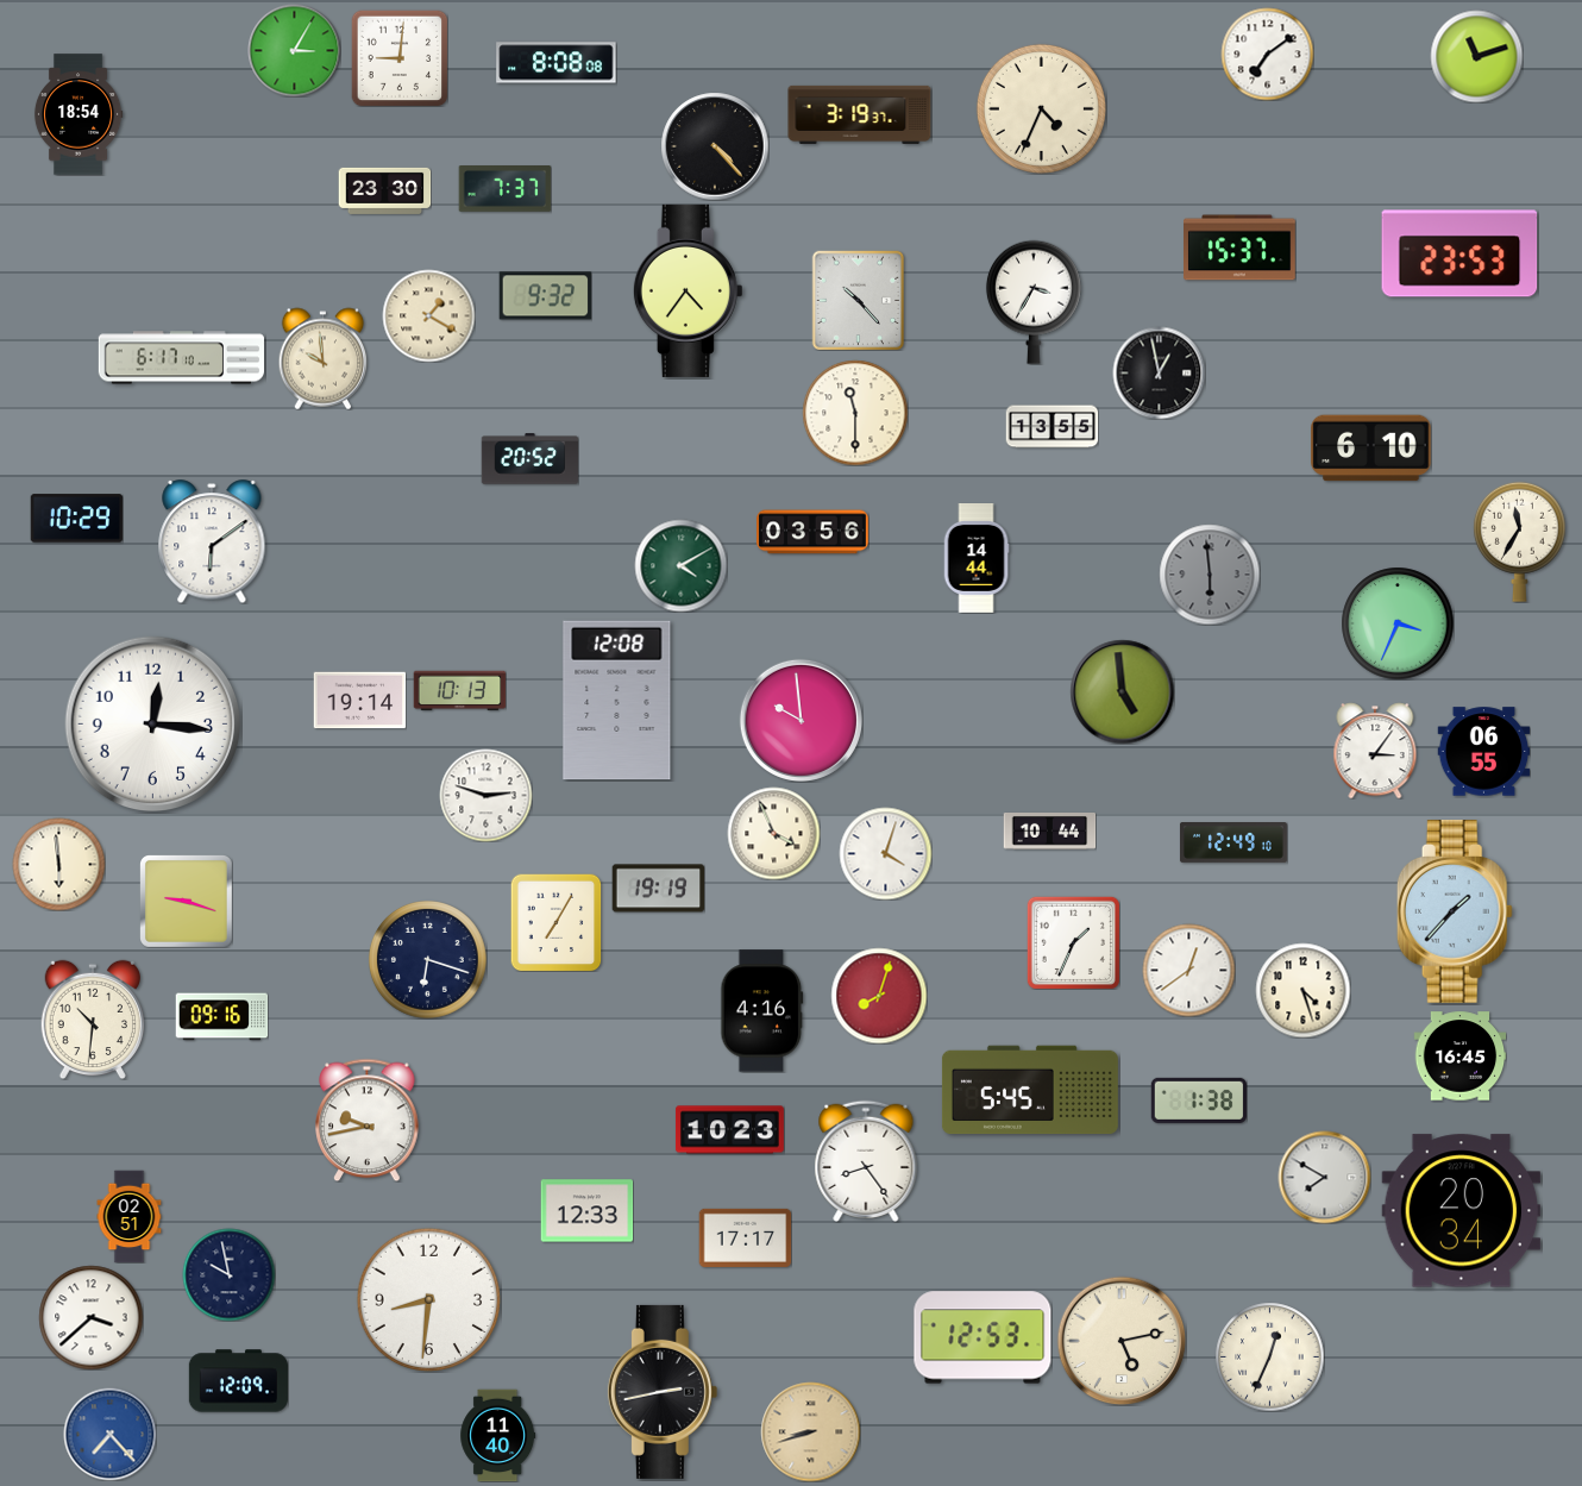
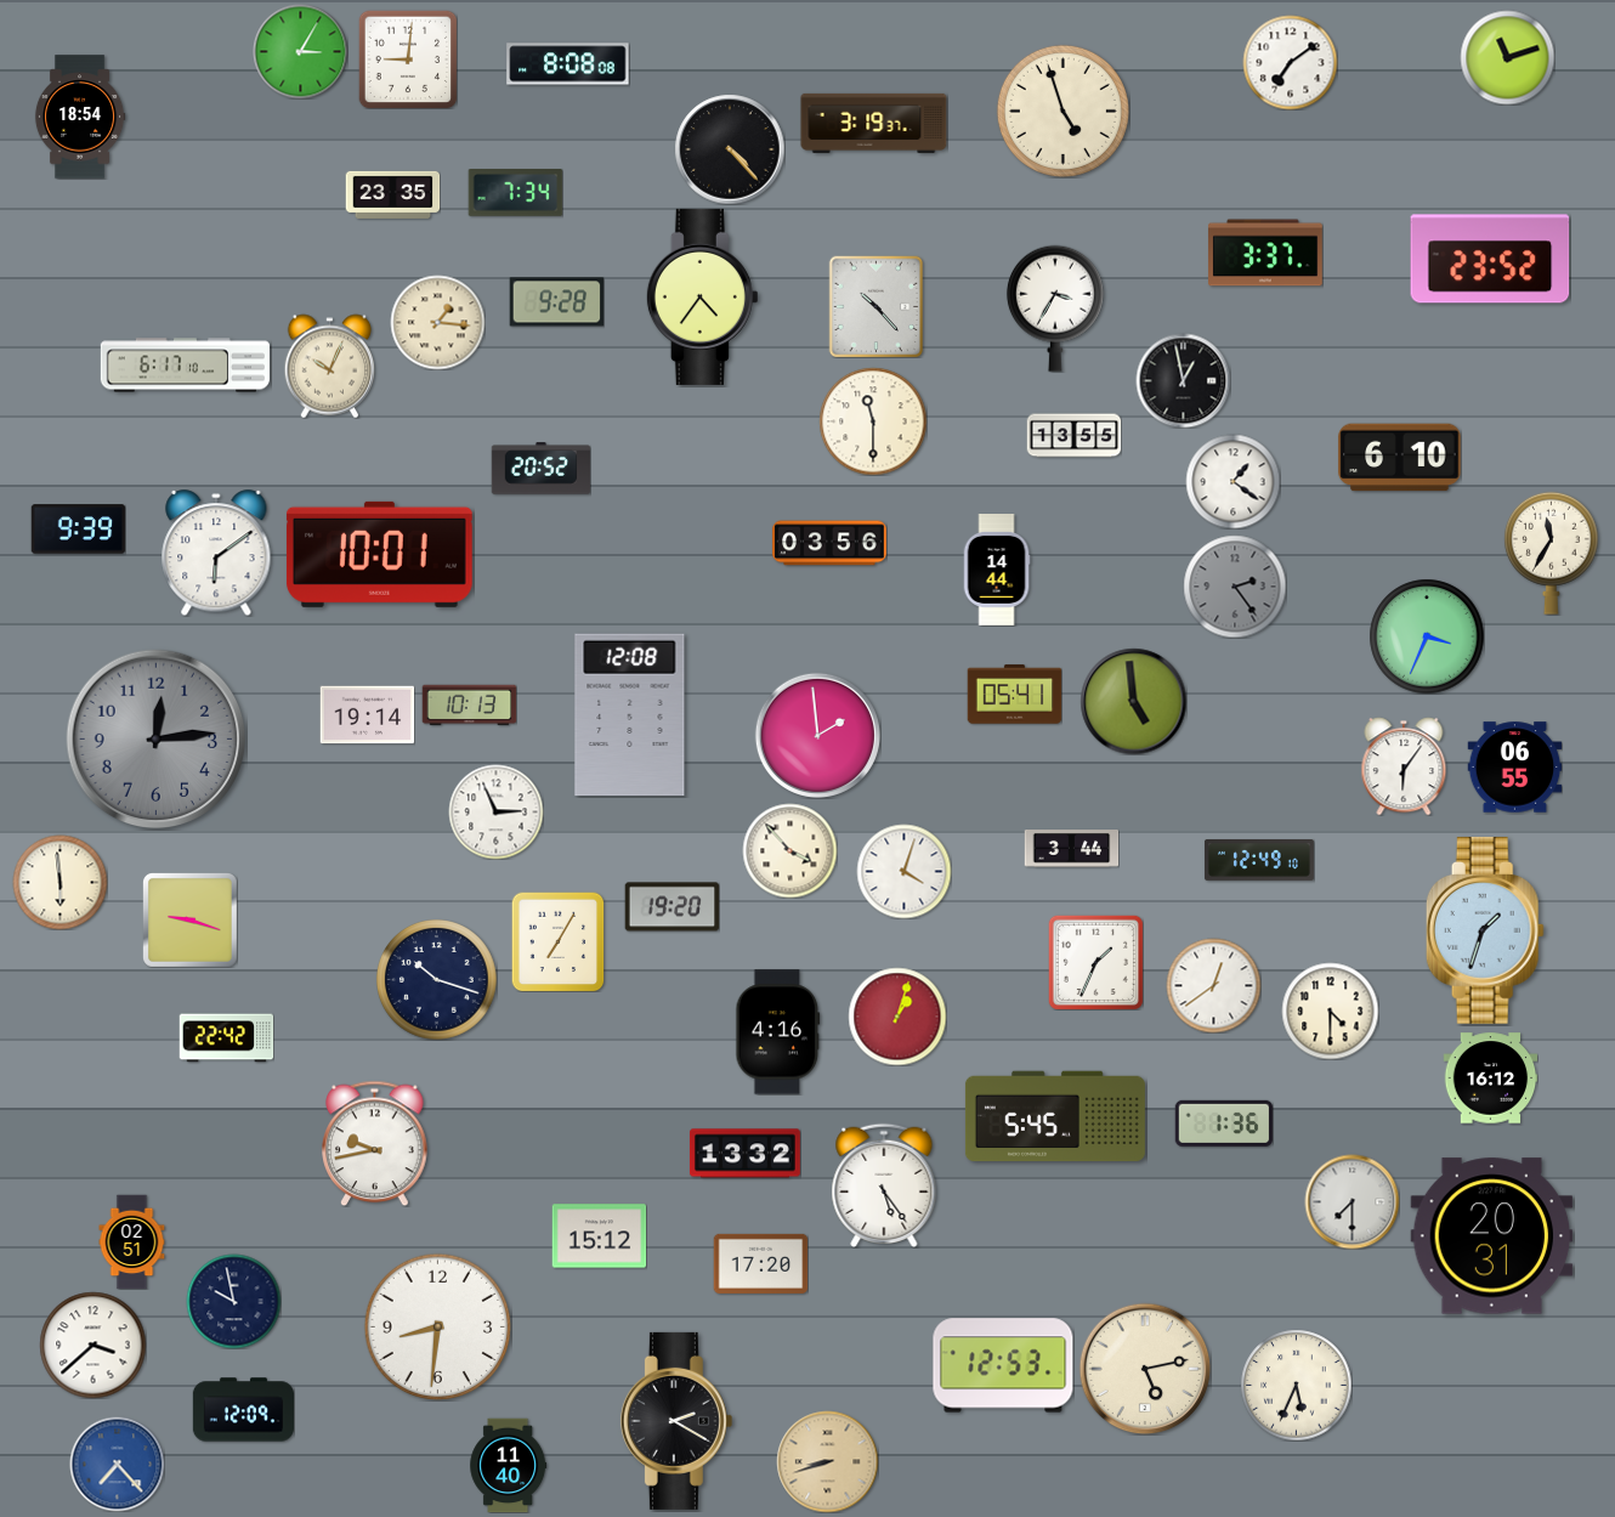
clock at (1267, 54) position: (1267, 54) -> (1290, 62)
clock at (1041, 108): 4:34 -> 4:57
clock at (860, 114) position: (860, 114) -> (874, 123)
clock at (504, 189): 7:37 -> 7:34
clock at (384, 190): 23:30 -> 23:35
clock at (1241, 247): 15:37 -> 3:37
clock at (1459, 253): 23:53 -> 23:52
clock at (545, 296): 9:32 -> 9:28
clock at (428, 315): 1:20 -> 1:16
clock at (324, 358): 9:59 -> 10:04
clock at (1232, 481): none -> 1:21
clock at (76, 519): 10:29 -> 9:39
clock at (379, 554): none -> 10:01
clock at (680, 565): 4:10 -> none
clock at (1210, 575): 5:59 -> 2:24
clock at (1014, 695): none -> 05:41
clock at (1122, 691) position: (1122, 691) -> (1133, 701)
clock at (801, 720): 9:59 -> 1:59
clock at (153, 725): 12:16 -> 12:14
clock at (153, 725) dial: white -> grey
clock at (1375, 751): 3:06 -> 6:06
clock at (485, 795): 2:48 -> 2:56
clock at (1049, 832): 10:44 -> 3:44
clock at (773, 833): 3:56 -> 3:53
clock at (658, 889): 19:19 -> 19:20
clock at (1455, 913): 1:37 -> 1:33
clock at (557, 922) position: (557, 922) -> (559, 941)
clock at (428, 960): 6:18 -> 10:18
clock at (1188, 970) position: (1188, 970) -> (1213, 985)
clock at (1302, 990): 4:27 -> 4:30
clock at (879, 996): 8:03 -> 1:03
clock at (221, 1017): 09:16 -> 22:42
clock at (92, 1020): 10:31 -> none
clock at (1459, 1056): 16:45 -> 16:12
clock at (1030, 1090) position: (1030, 1090) -> (1055, 1116)
clock at (1198, 1101): 1:38 -> 1:36
clock at (729, 1130): 10:23 -> 13:32
clock at (866, 1161): 8:24 -> 5:24
clock at (1324, 1177): 7:50 -> 7:30
clock at (586, 1211): 12:33 -> 15:12
clock at (1462, 1211): 20:34 -> 20:31
clock at (745, 1237): 17:17 -> 17:20
clock at (1269, 1356): 12:34 -> 5:34
clock at (663, 1392): 2:43 -> 2:20
clock at (109, 1434) position: (109, 1434) -> (117, 1464)
